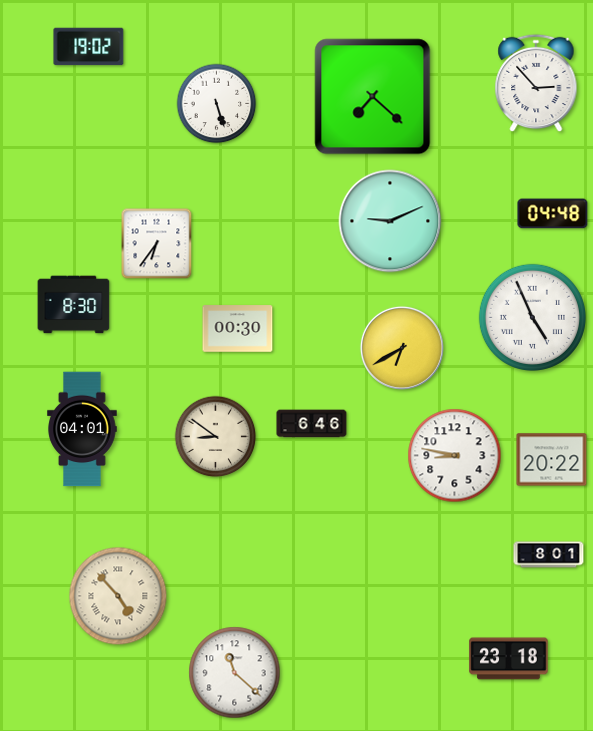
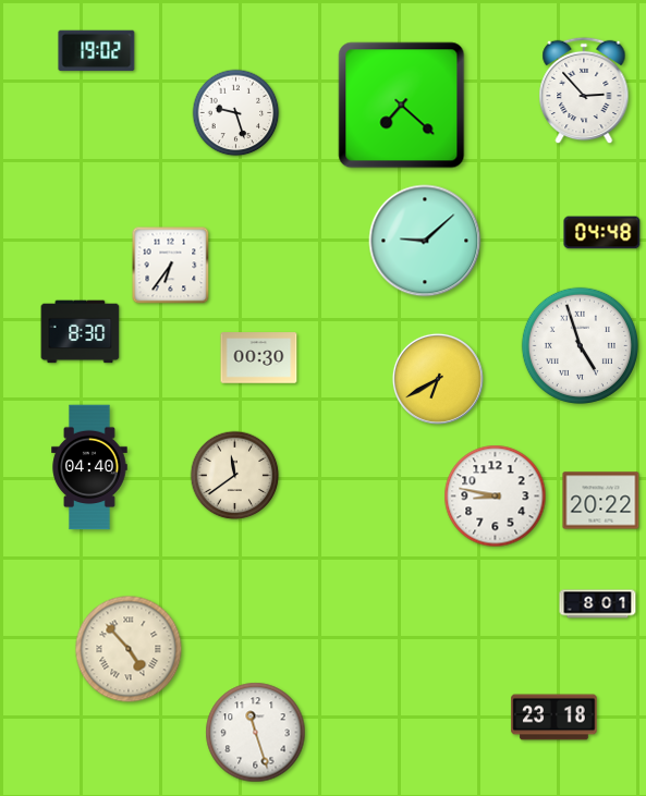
clock at (373, 97) position: (373, 97) -> (402, 106)
clock at (217, 104): 5:27 -> 9:27
clock at (390, 221): 9:11 -> 9:08
clock at (532, 317): 4:56 -> 4:57
clock at (312, 424): 6:46 -> none
clock at (82, 429): 04:01 -> 04:40
clock at (216, 437): 8:51 -> 11:39
clock at (235, 673): 11:22 -> 11:27
